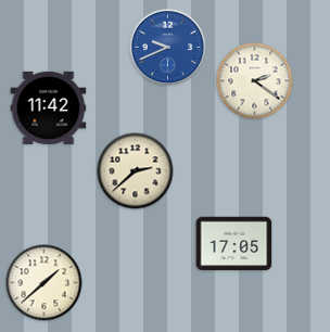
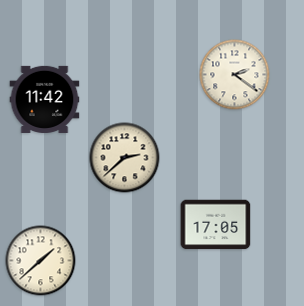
clock at (168, 48): 9:41 -> none
